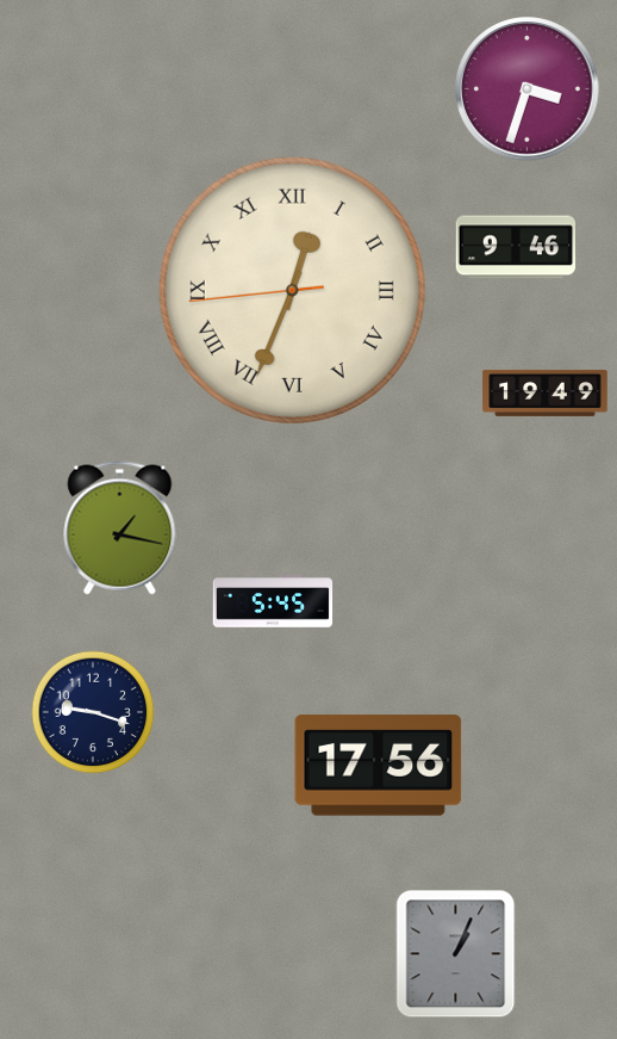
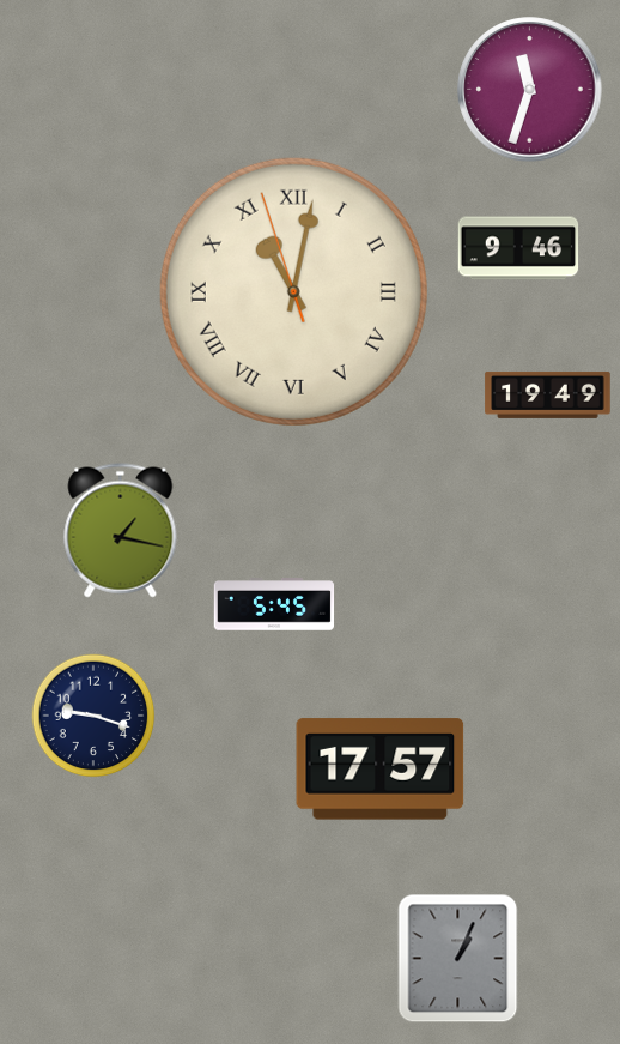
clock at (528, 89): 3:33 -> 11:33
clock at (292, 290): 12:33 -> 11:01
clock at (379, 766): 17:56 -> 17:57
